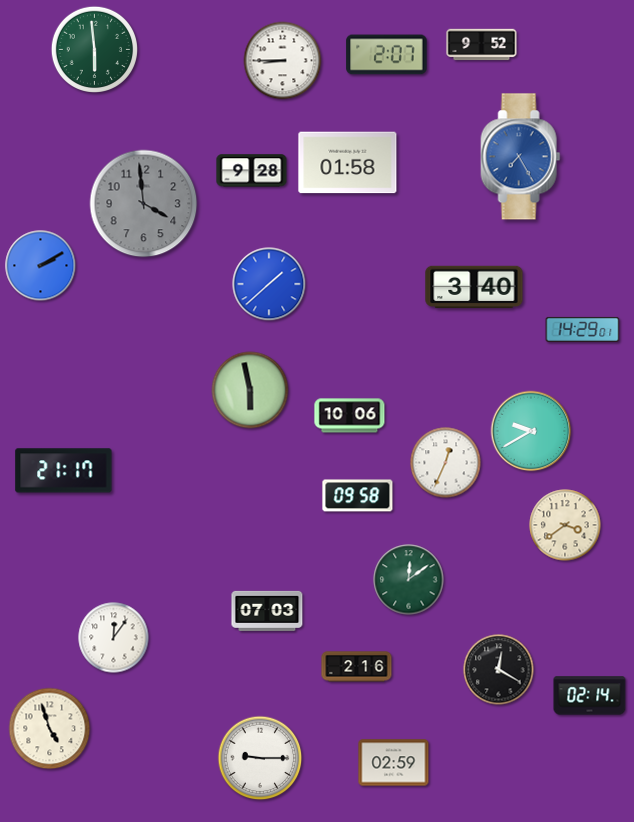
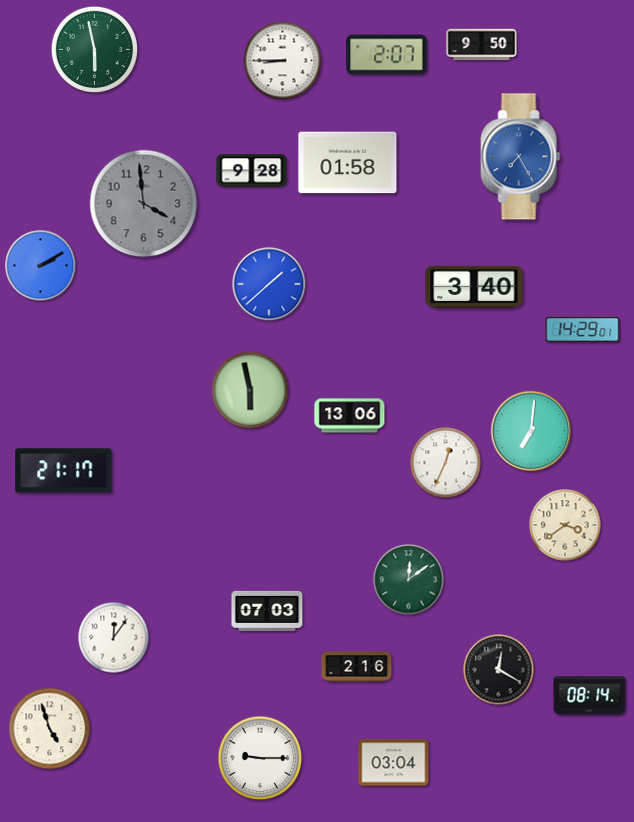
clock at (482, 45): 9:52 -> 9:50
clock at (94, 49): 5:59 -> 5:58
clock at (350, 416): 10:06 -> 13:06
clock at (531, 431): 9:40 -> 7:01
clock at (358, 496): 09:58 -> none
clock at (590, 696): 02:14 -> 08:14
clock at (394, 763): 02:59 -> 03:04
